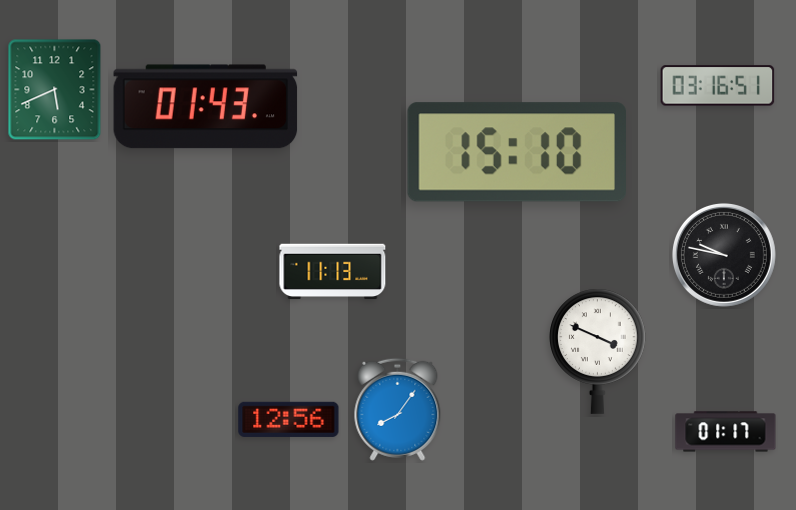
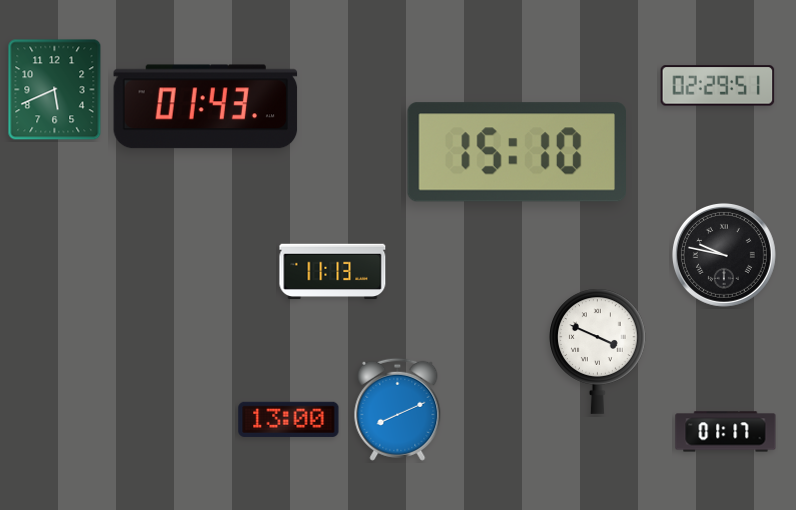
clock at (718, 86): 03:16 -> 02:29
clock at (398, 409): 8:06 -> 8:11
clock at (289, 419): 12:56 -> 13:00
